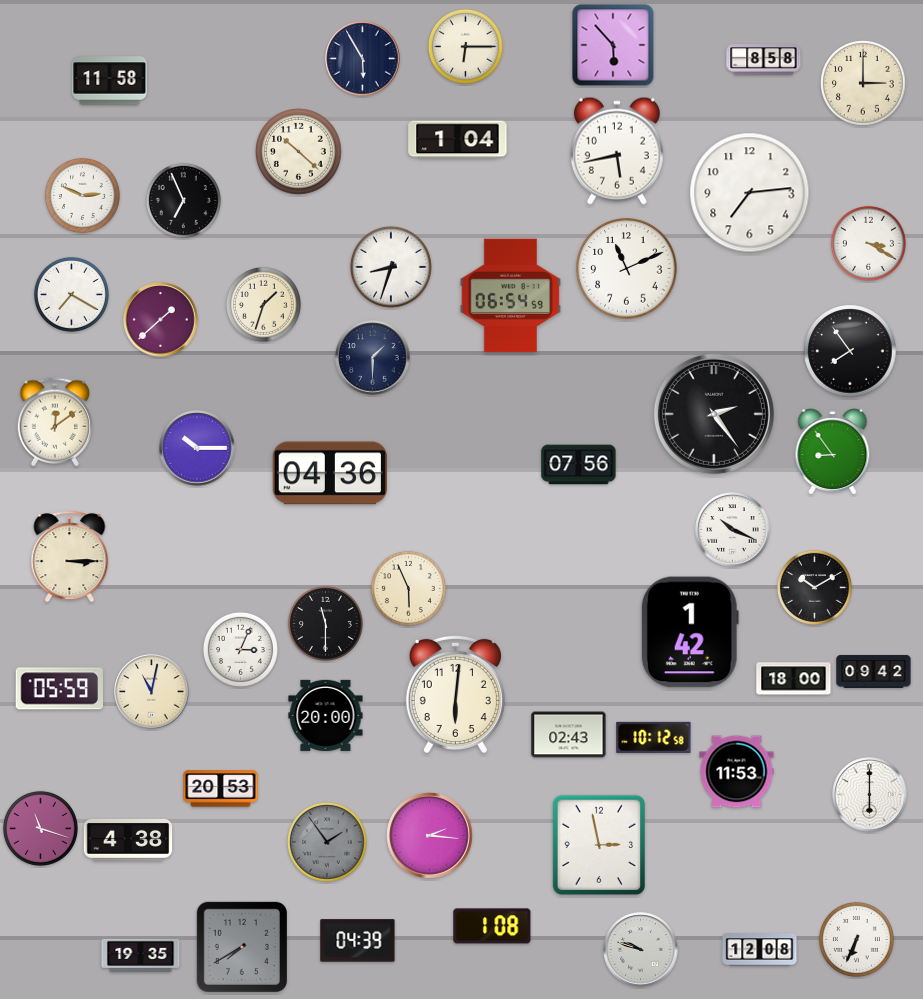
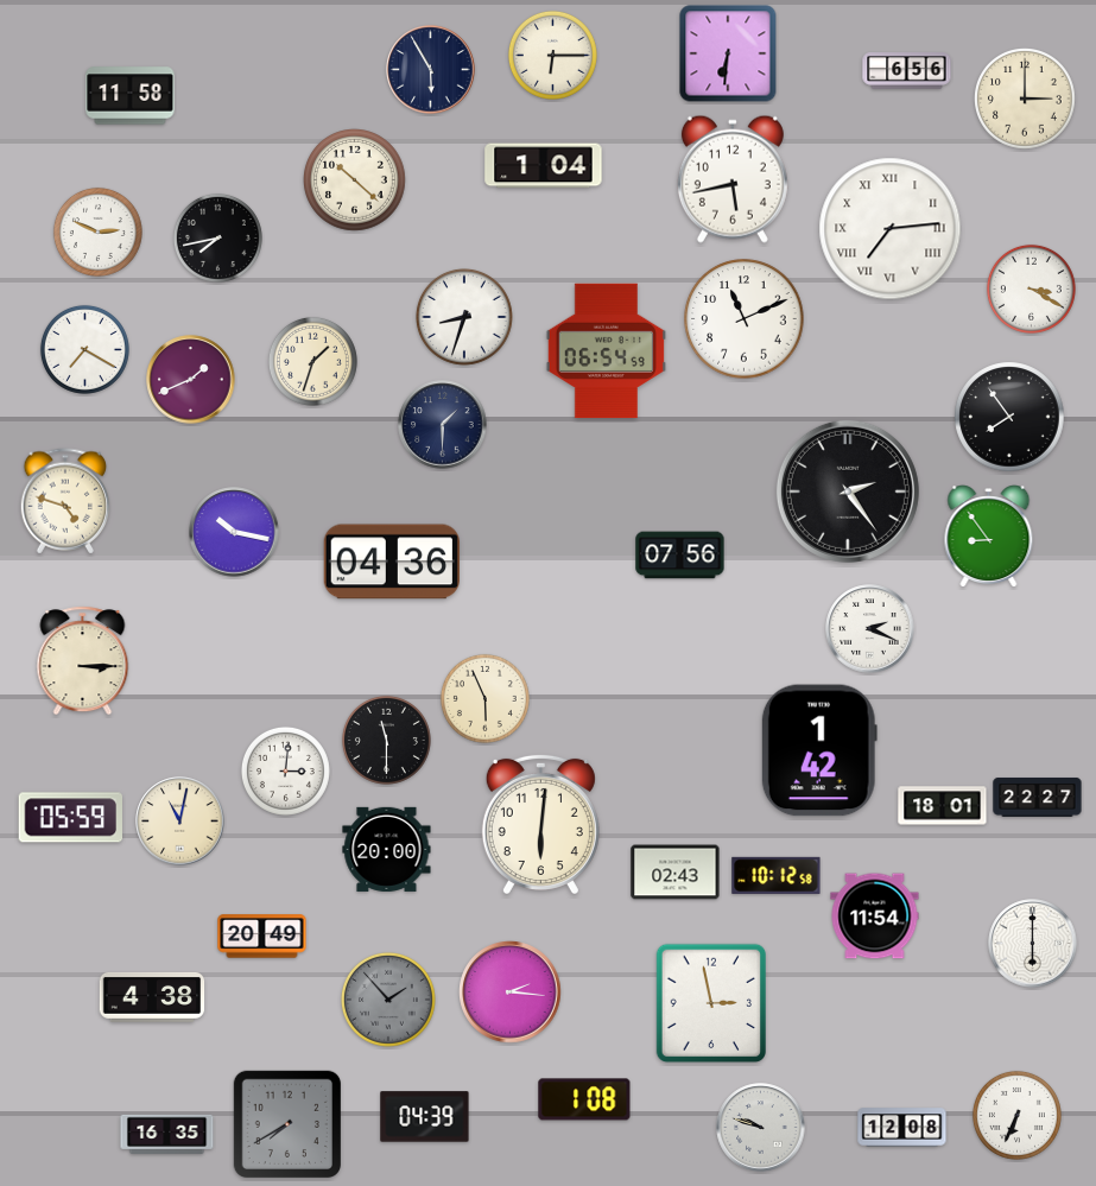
clock at (613, 45): 5:53 -> 6:31
clock at (764, 60): 8:58 -> 6:56
clock at (750, 193) numerals: Arabic -> Roman
clock at (183, 200): 6:56 -> 7:43
clock at (161, 320): 1:38 -> 1:41
clock at (55, 422): 12:09 -> 4:48
clock at (197, 448): 10:15 -> 10:17
clock at (579, 465) position: (579, 465) -> (680, 556)
clock at (733, 530): 10:19 -> 2:19
clock at (814, 587): 10:10 -> none
clock at (240, 649): 3:04 -> 3:01
clock at (874, 671): 09:42 -> 22:27
clock at (794, 679): 18:00 -> 18:01
clock at (737, 772): 11:53 -> 11:54
clock at (221, 789): 20:53 -> 20:49
clock at (40, 828): 11:18 -> none
clock at (327, 842): 1:54 -> 1:53
clock at (141, 955): 19:35 -> 16:35
